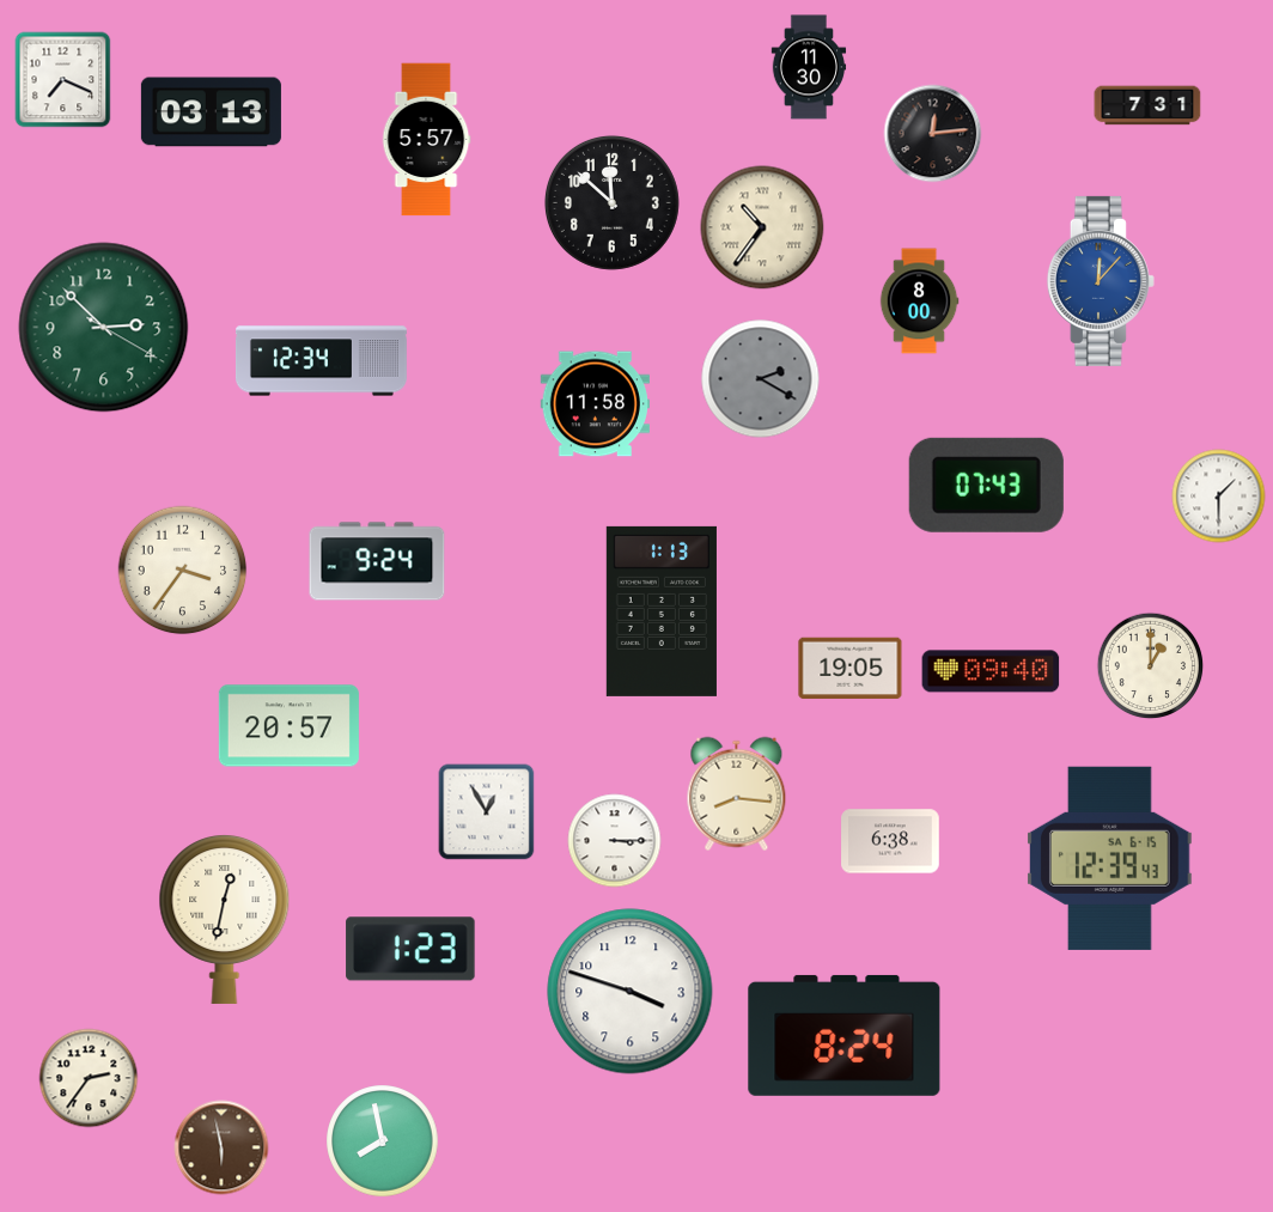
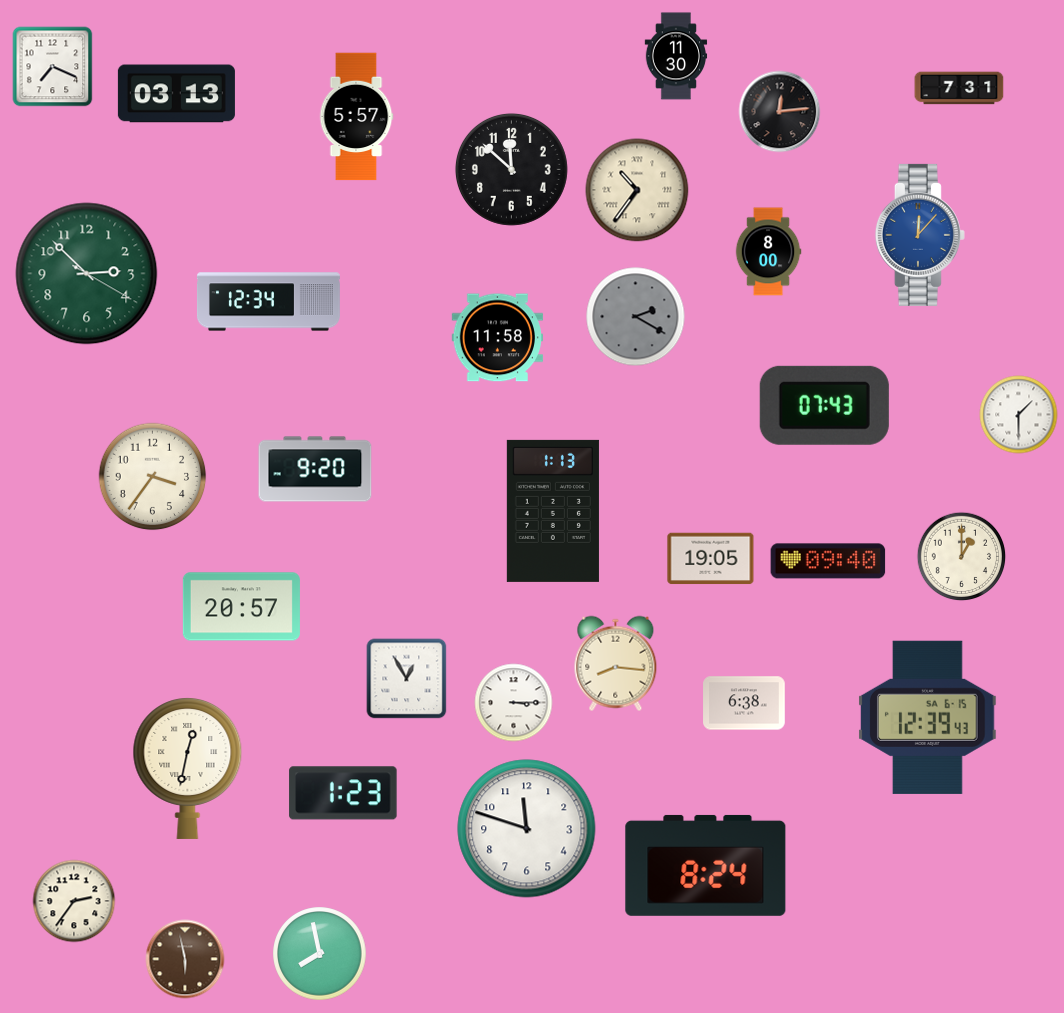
clock at (377, 561): 9:24 -> 9:20
clock at (631, 992): 3:48 -> 11:48
